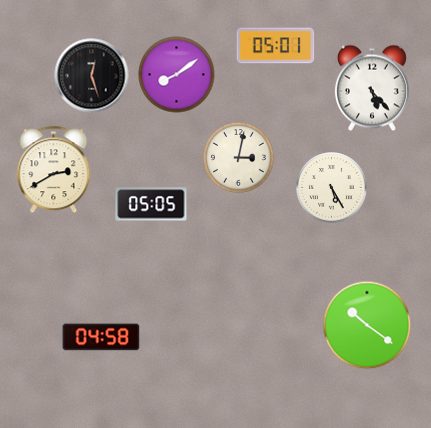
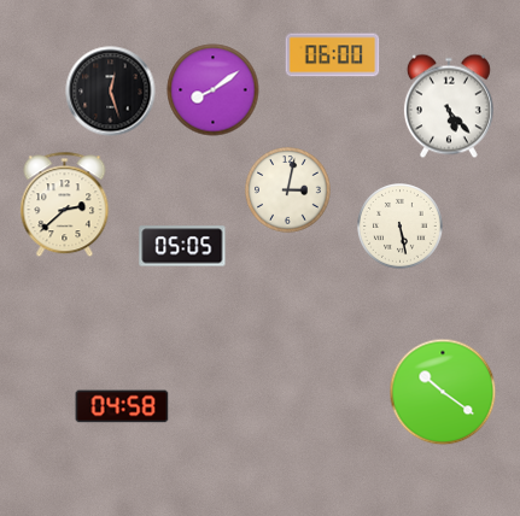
clock at (276, 46): 05:01 -> 06:00
clock at (54, 170): 2:40 -> 2:38
clock at (332, 188): 5:25 -> 5:28
